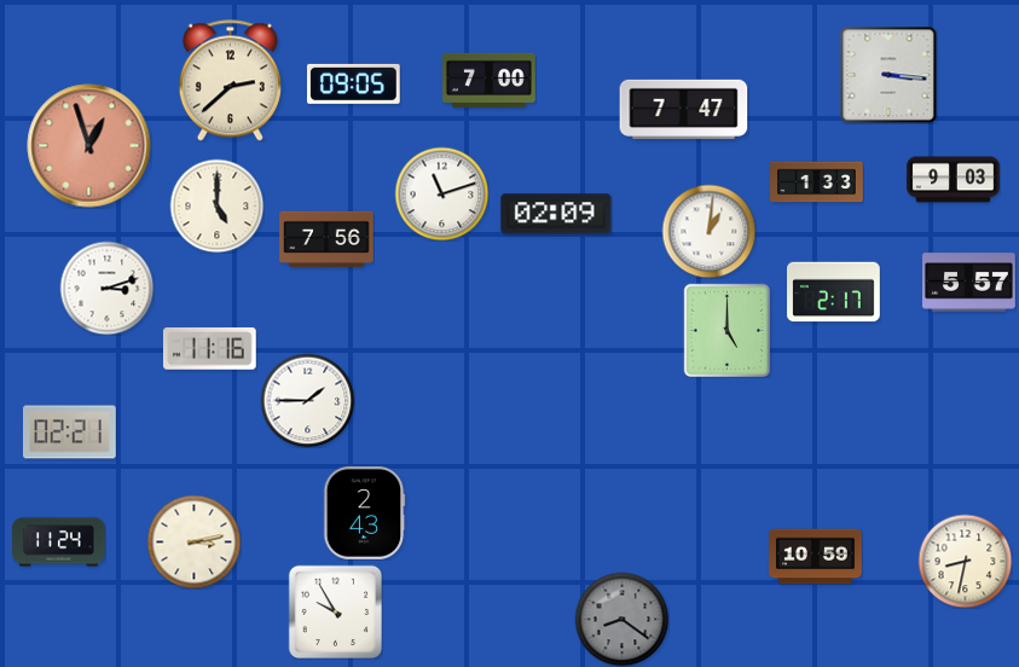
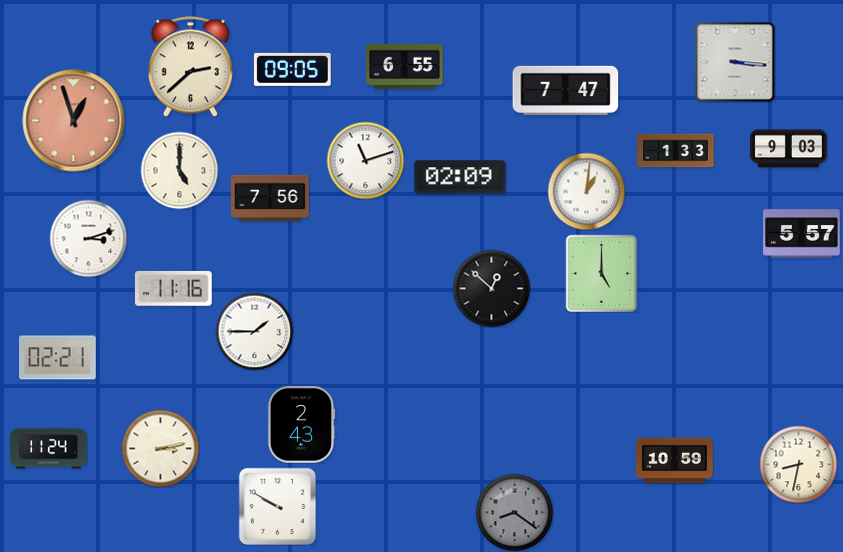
clock at (490, 80): 7:00 -> 6:55
clock at (834, 292): 2:17 -> none
clock at (491, 288): none -> 12:52
clock at (335, 611): 9:55 -> 9:50
